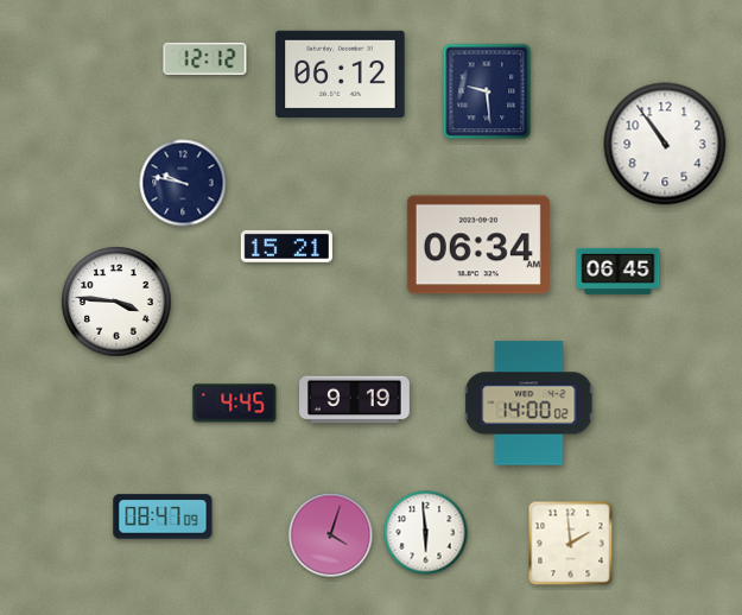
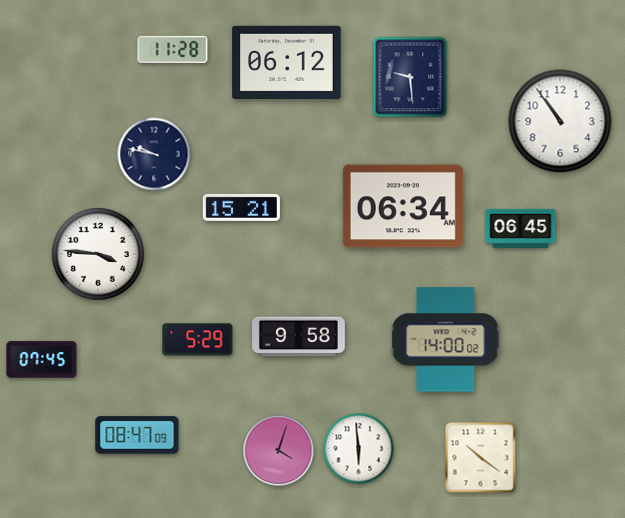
clock at (205, 58): 12:12 -> 11:28
clock at (355, 400): 9:19 -> 9:58
clock at (235, 404): 4:45 -> 5:29
clock at (42, 360): none -> 07:45
clock at (571, 544): 1:59 -> 10:21
